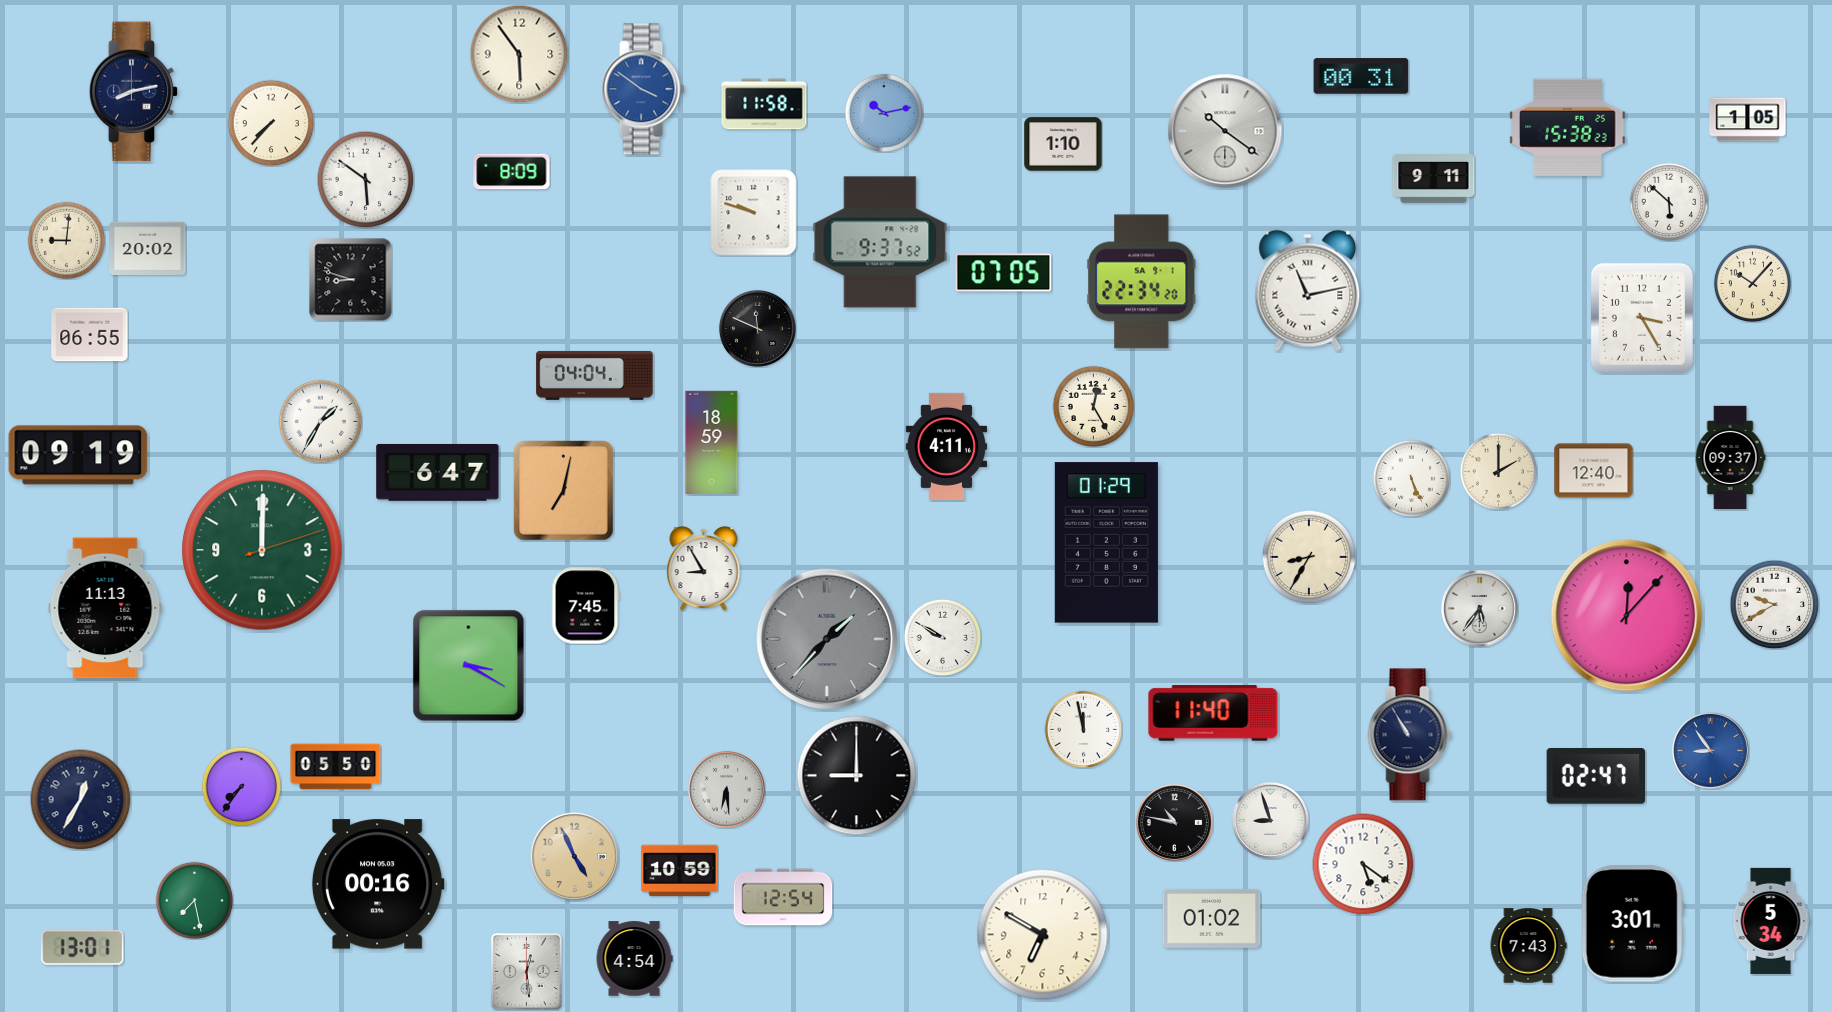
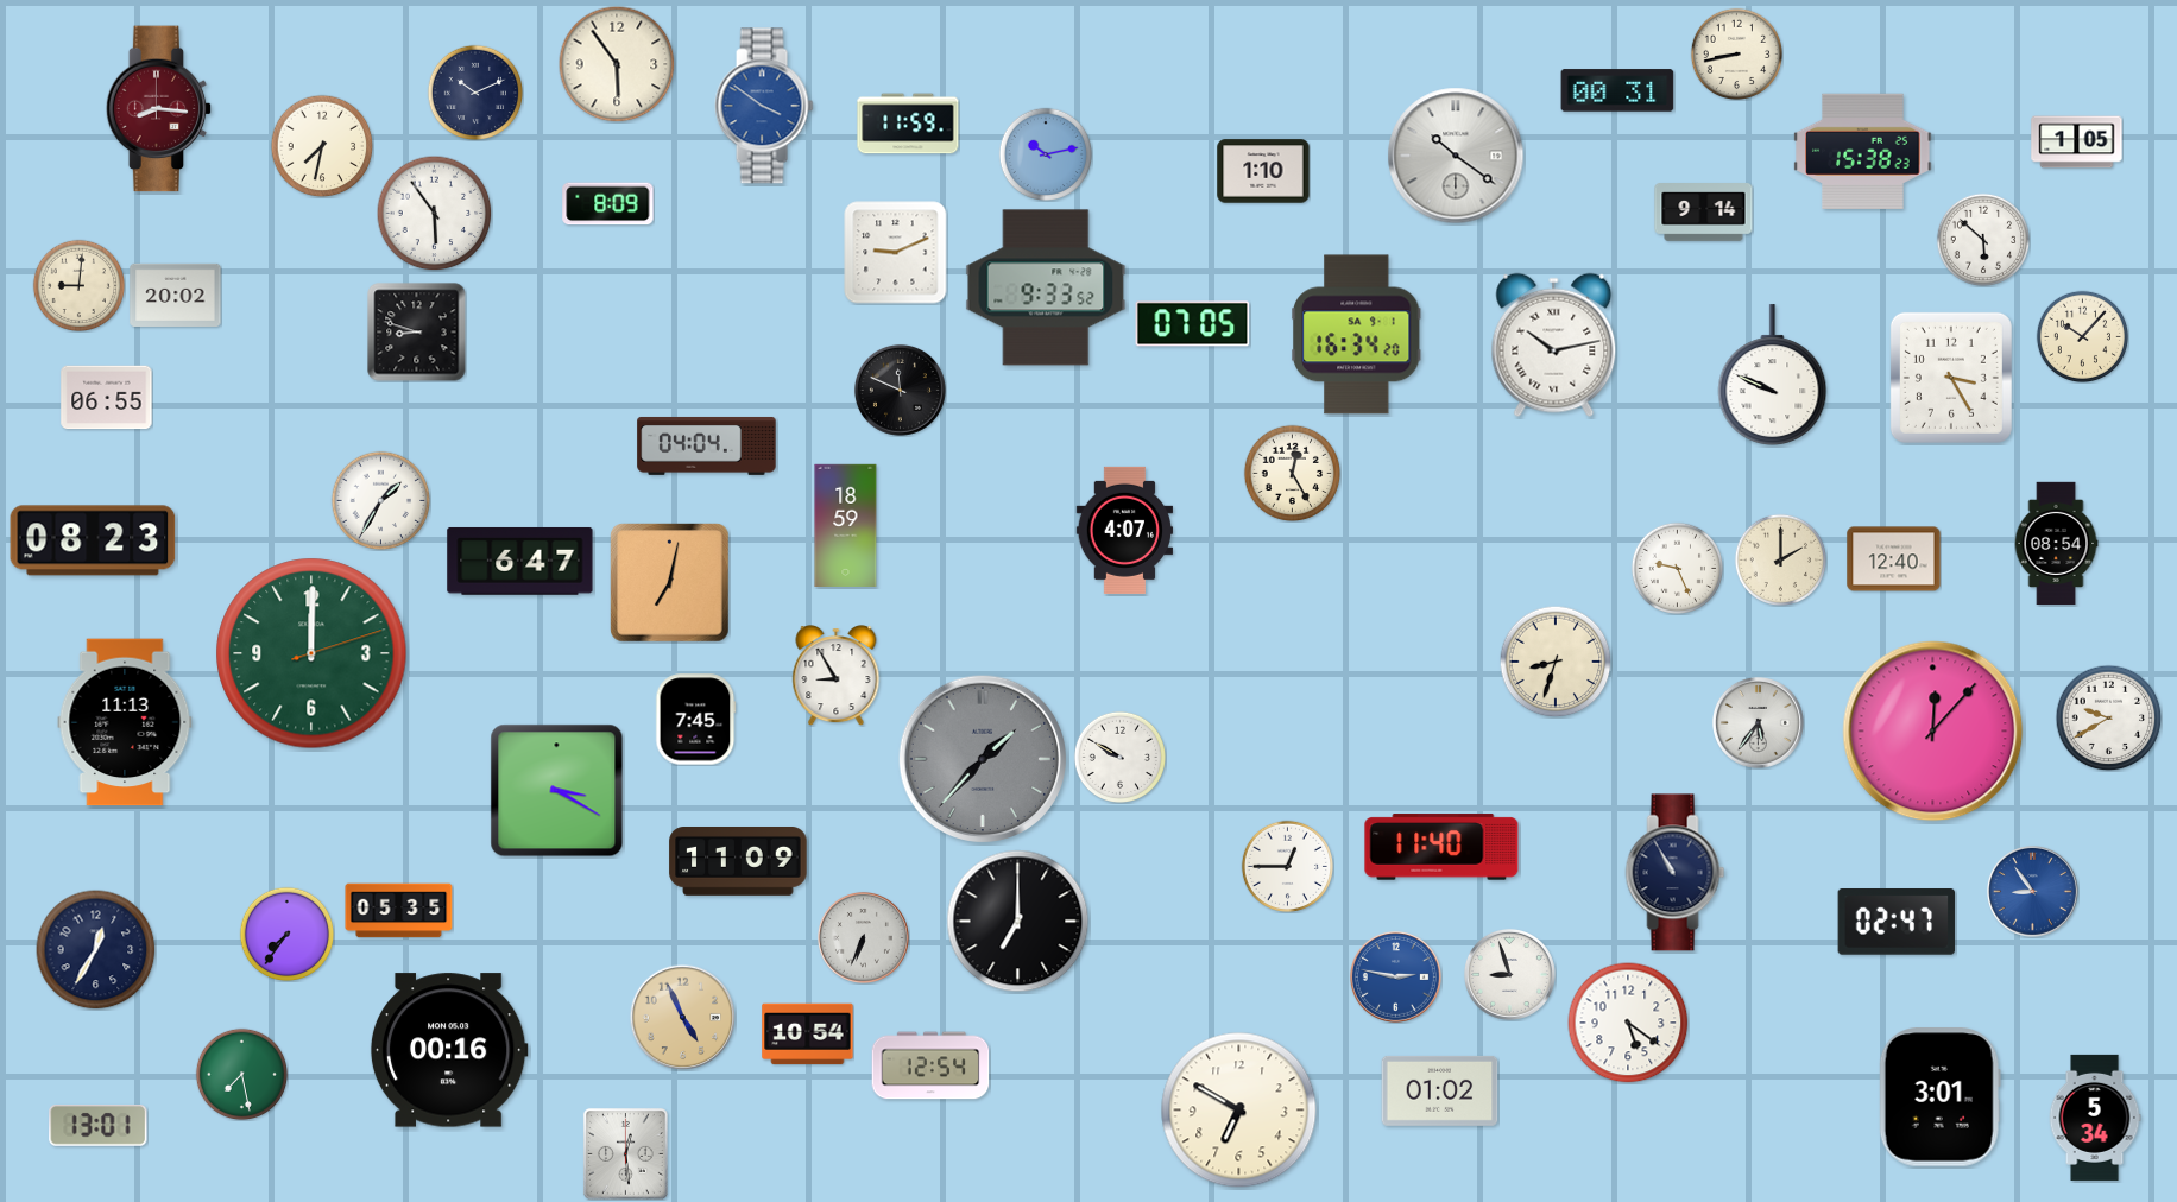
clock at (1736, 53): none -> 8:43
clock at (475, 93): none -> 10:11
clock at (134, 92): 8:13 -> 8:16
clock at (134, 92) dial: navy -> burgundy
clock at (764, 104): 11:58 -> 11:59
clock at (884, 113) position: (884, 113) -> (1046, 154)
clock at (271, 123): 7:37 -> 7:32
clock at (365, 179): 5:51 -> 5:54
clock at (1434, 179): 9:11 -> 9:14
clock at (754, 213): 9:48 -> 9:11
clock at (880, 242): 9:37 -> 9:33
clock at (1142, 282): 22:34 -> 16:34
clock at (1308, 291): 11:13 -> 10:13
clock at (1773, 374): none -> 9:49
clock at (1093, 406) position: (1093, 406) -> (1292, 473)
clock at (947, 446): 4:11 -> 4:07
clock at (78, 455): 09:19 -> 08:23
clock at (1730, 458): 09:37 -> 08:54
clock at (1411, 478): 5:26 -> 9:26
clock at (1106, 543): 01:29 -> none
clock at (1309, 557): 8:35 -> 8:33
clock at (738, 862): none -> 11:09
clock at (1083, 729): 11:58 -> 12:45
clock at (336, 767): 05:50 -> 05:35
clock at (857, 776): 9:00 -> 7:00
clock at (726, 789): 6:29 -> 6:34
clock at (1174, 822): 10:47 -> 2:47
clock at (1174, 822) dial: black -> blue
clock at (1363, 864) position: (1363, 864) -> (1628, 1023)
clock at (680, 871): 10:59 -> 10:54
clock at (194, 900) position: (194, 900) -> (241, 1074)
clock at (1771, 921) position: (1771, 921) -> (2095, 1118)
clock at (1528, 946): 7:43 -> none
clock at (634, 959): 4:54 -> none
